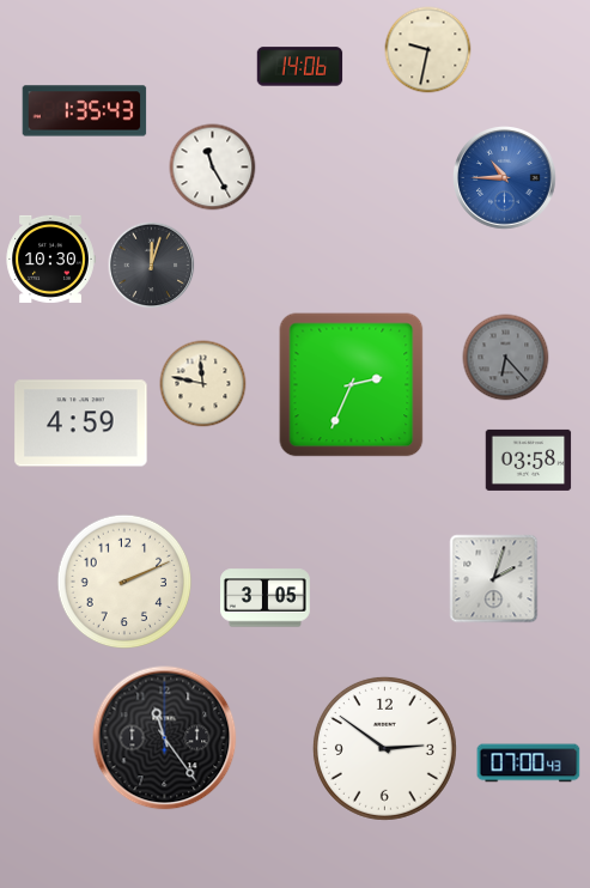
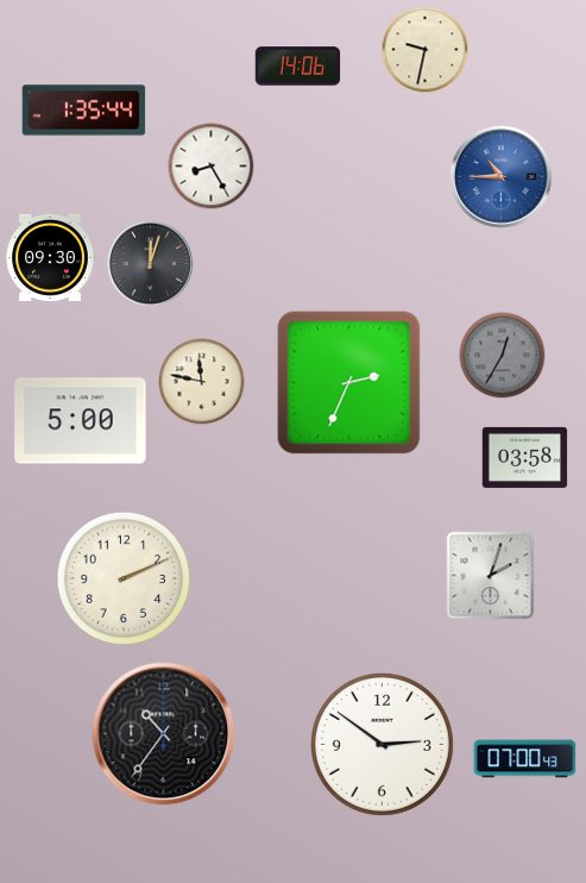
clock at (85, 111): 1:35:43 -> 1:35:44
clock at (213, 168): 11:25 -> 8:25
clock at (50, 259): 10:30 -> 09:30
clock at (506, 358): 6:23 -> 12:35
clock at (81, 424): 4:59 -> 5:00
clock at (266, 598): 3:05 -> none
clock at (165, 738): 11:24 -> 10:36
